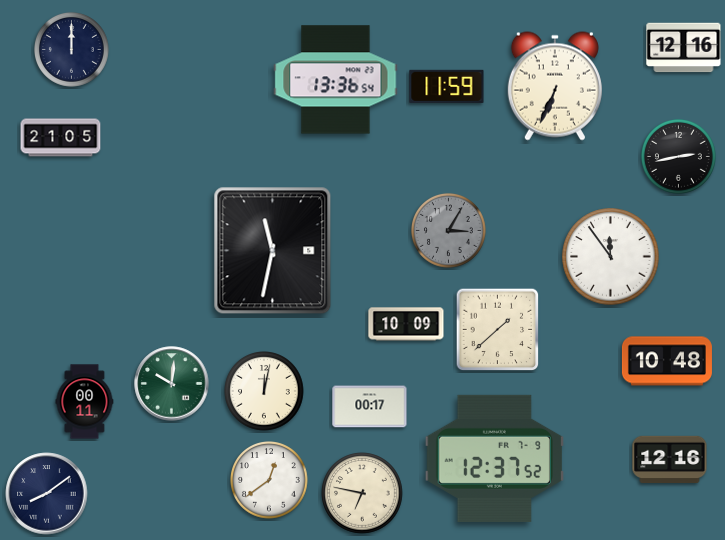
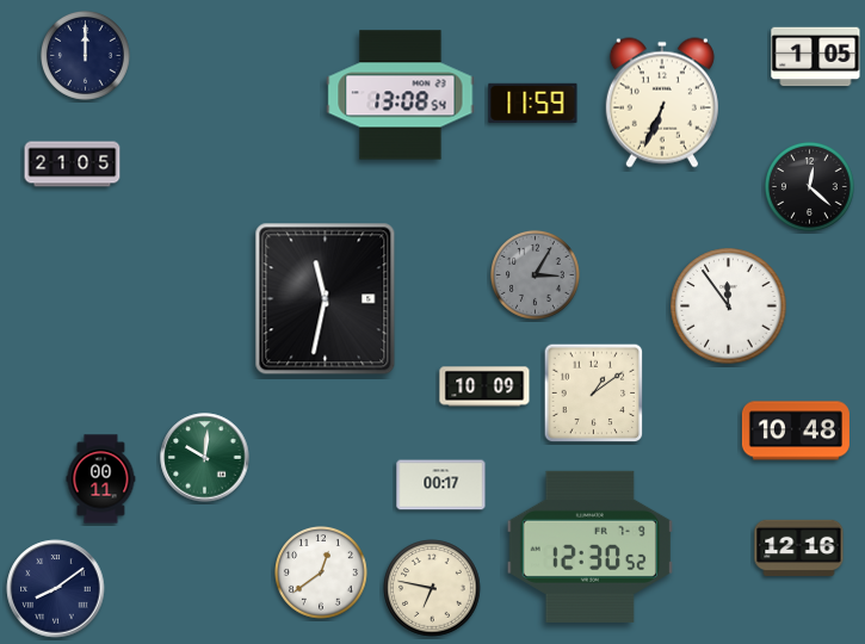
clock at (684, 48): 12:16 -> 1:05
clock at (71, 50) position: (71, 50) -> (85, 56)
clock at (336, 80): 13:36 -> 13:08
clock at (678, 157): 2:43 -> 12:22
clock at (498, 330): 1:38 -> 1:09
clock at (265, 392): 12:02 -> none
clock at (494, 458): 12:37 -> 12:30
